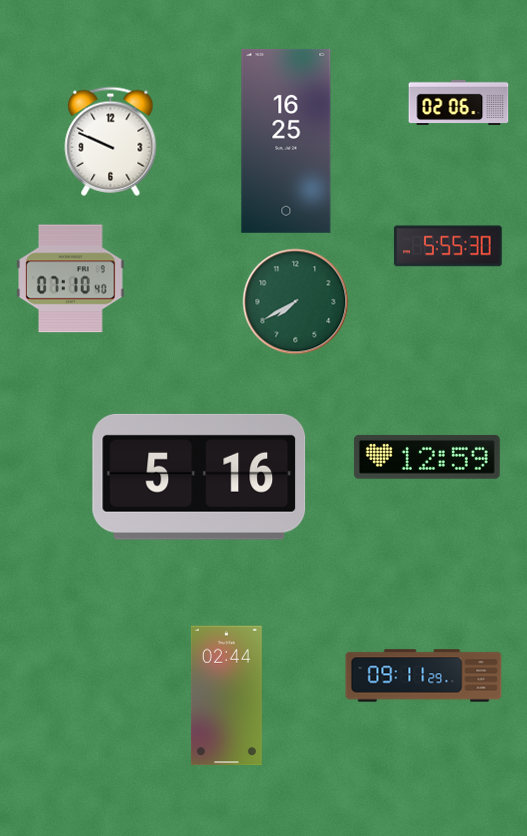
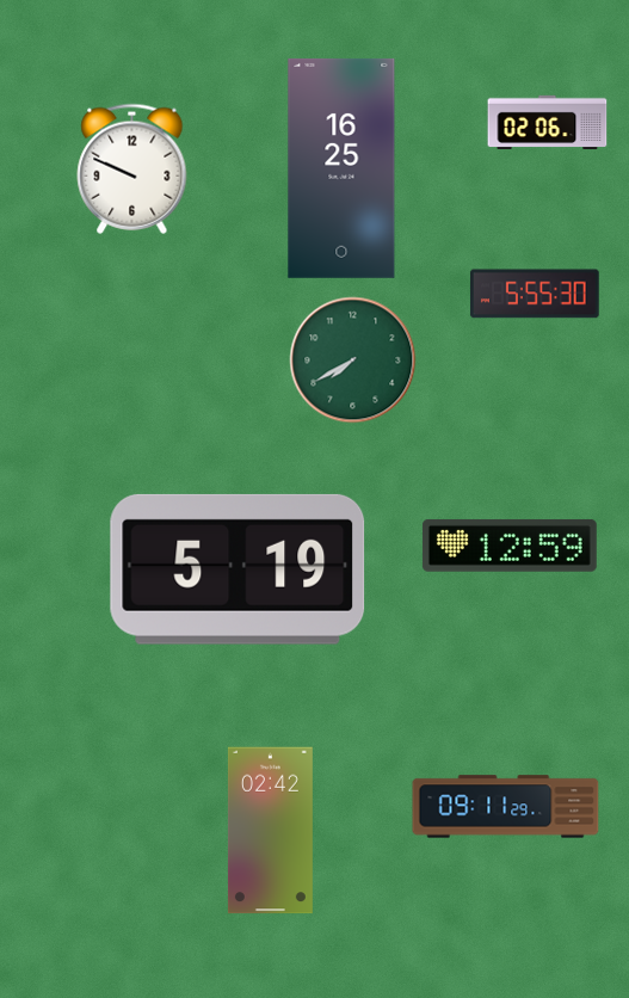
clock at (71, 279): 07:10 -> none
clock at (199, 477): 5:16 -> 5:19
clock at (226, 696): 02:44 -> 02:42
